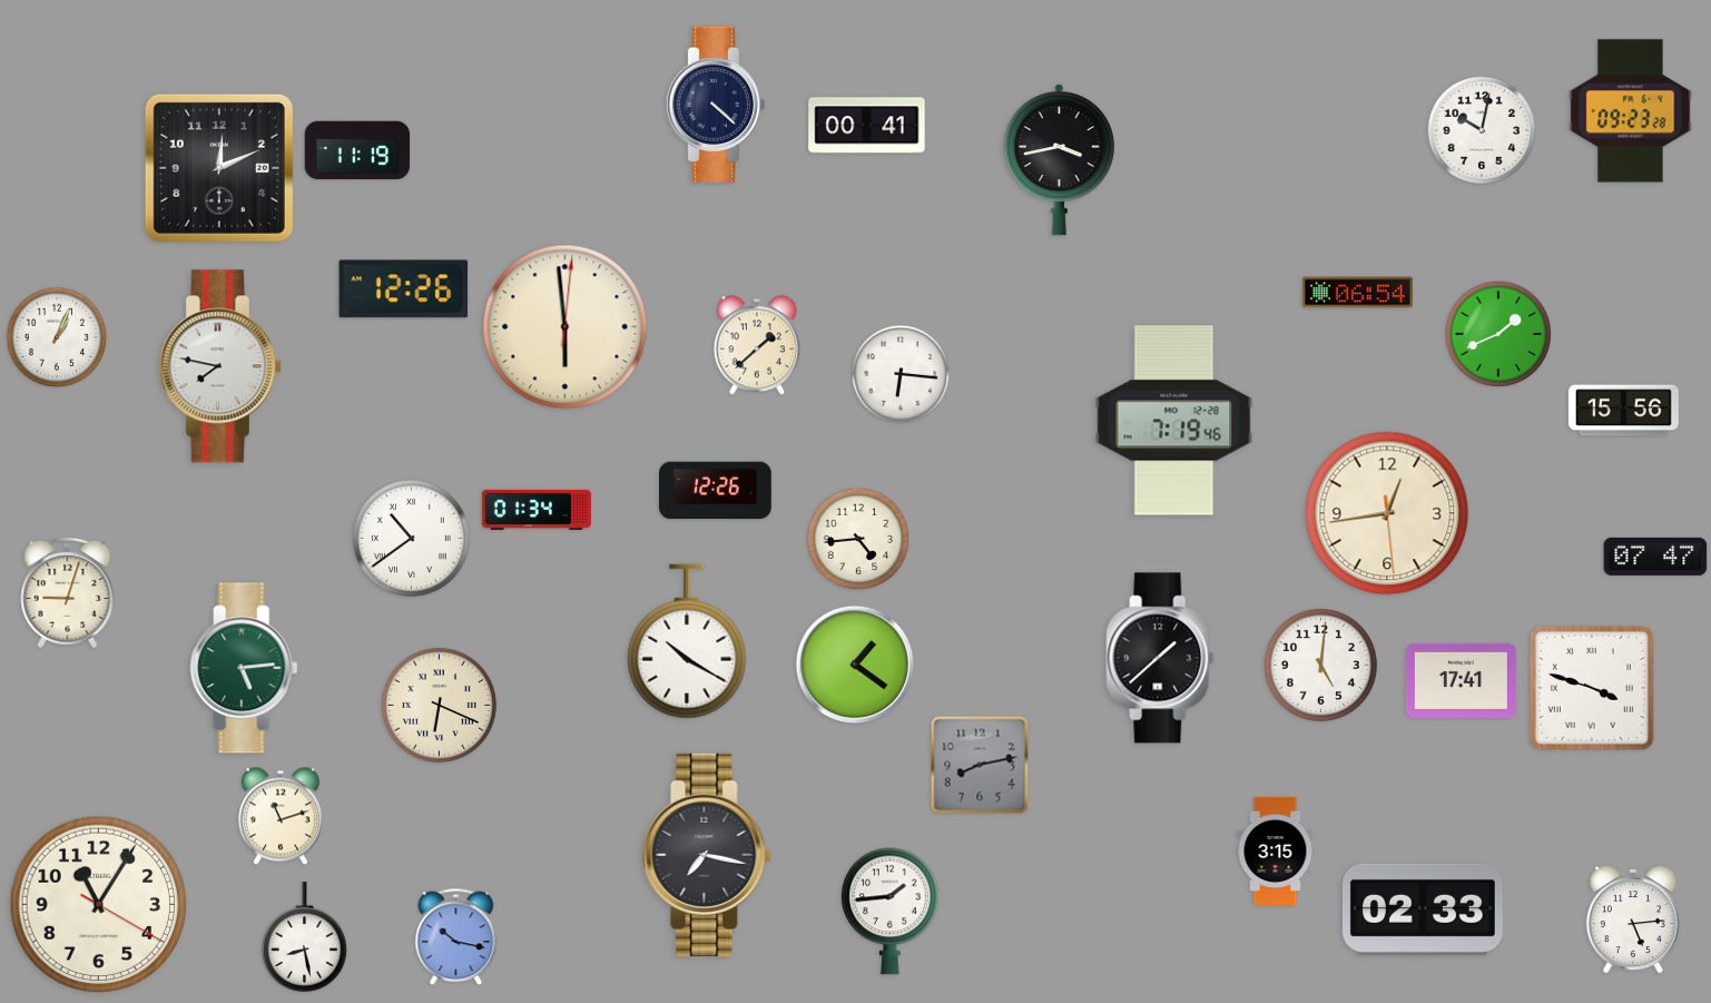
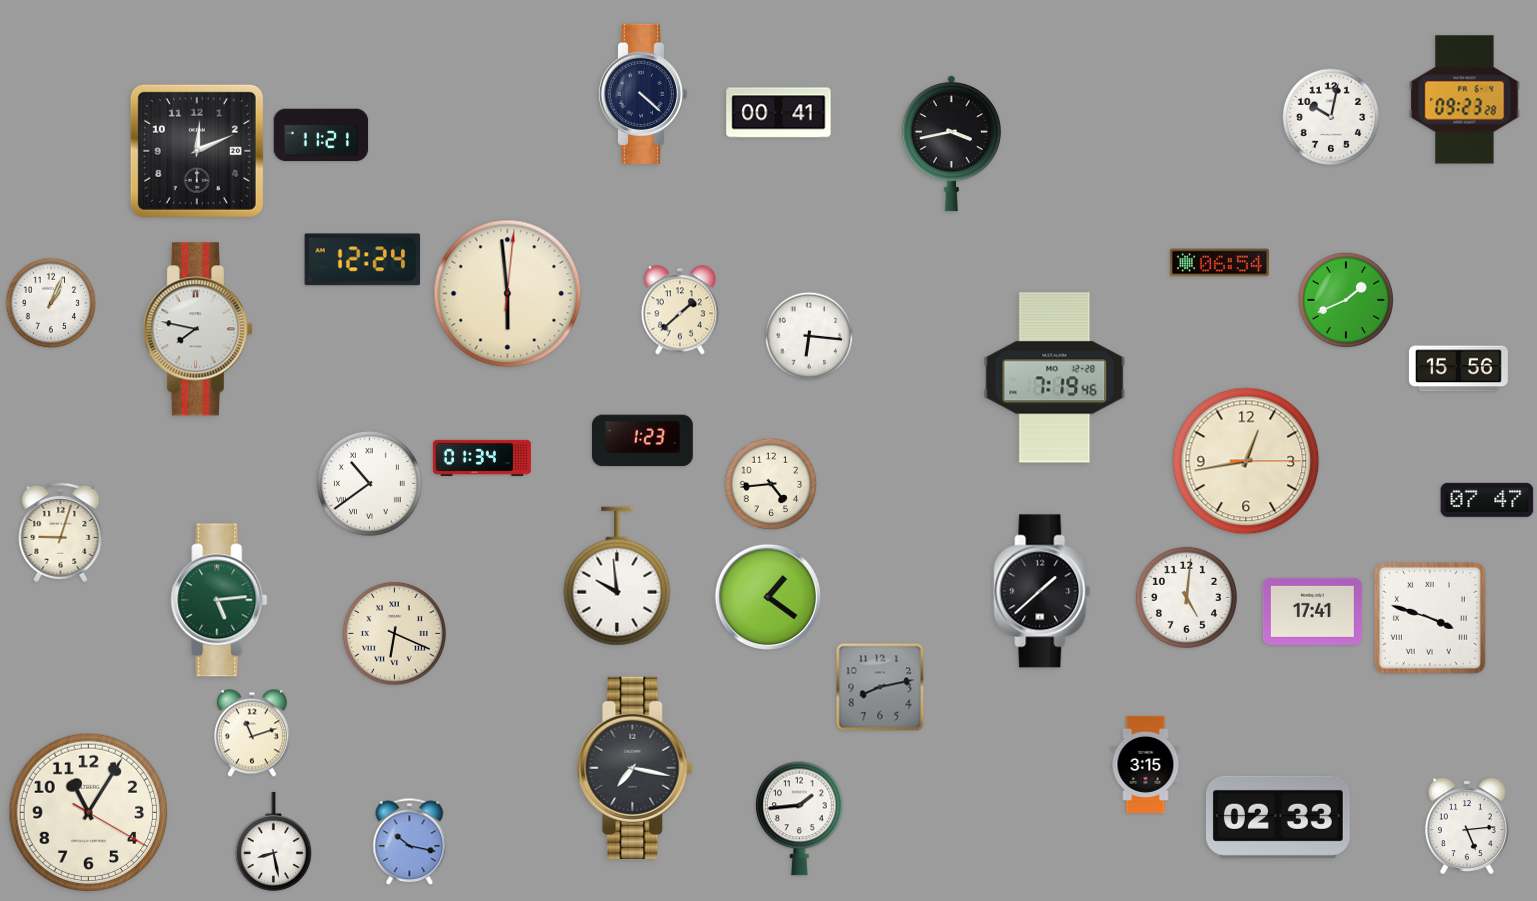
clock at (357, 150): 11:19 -> 11:21
clock at (404, 289): 12:26 -> 12:24
clock at (716, 491): 12:26 -> 1:23
clock at (1387, 513): 12:43:29 -> 12:43:15
clock at (687, 641): 10:20 -> 9:59
